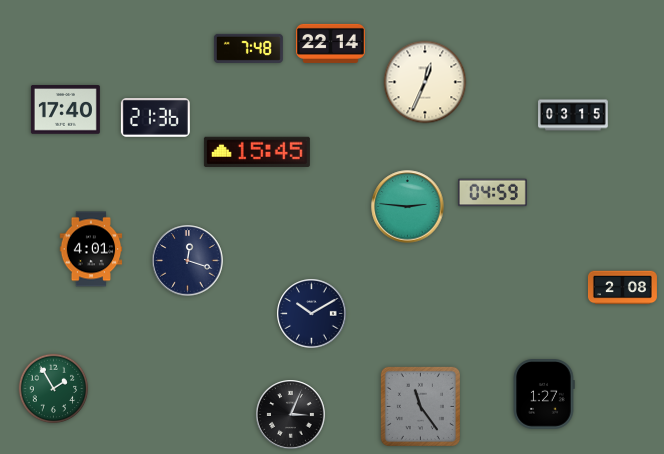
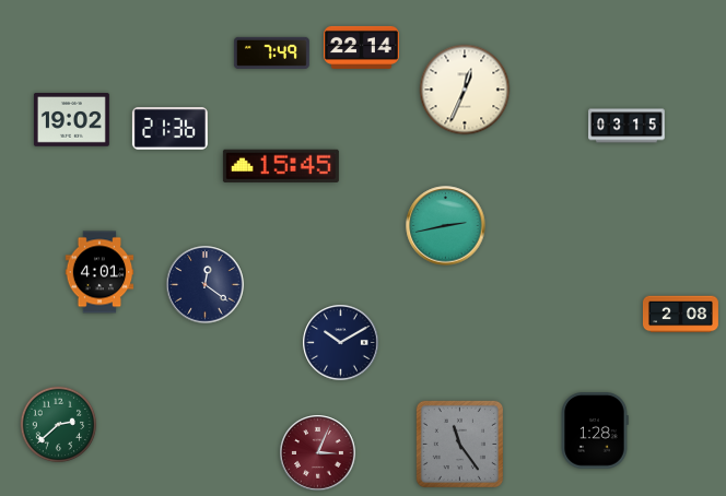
clock at (248, 48): 7:48 -> 7:49
clock at (65, 110): 17:40 -> 19:02
clock at (492, 193): 04:59 -> none
clock at (408, 207): 2:46 -> 2:43
clock at (188, 261): 12:18 -> 12:21
clock at (54, 389): 1:55 -> 2:38
clock at (544, 395): 1:27 -> 1:28
clock at (291, 415) dial: black -> burgundy
